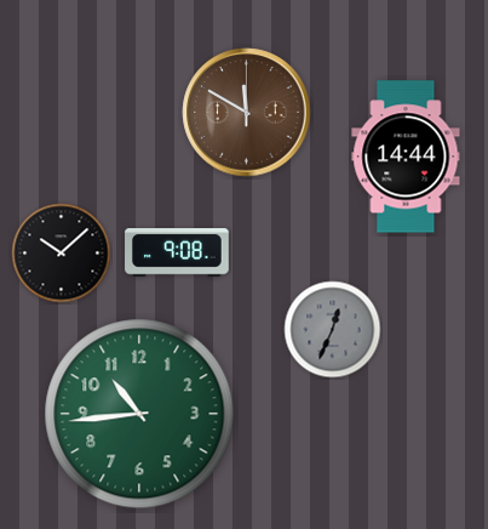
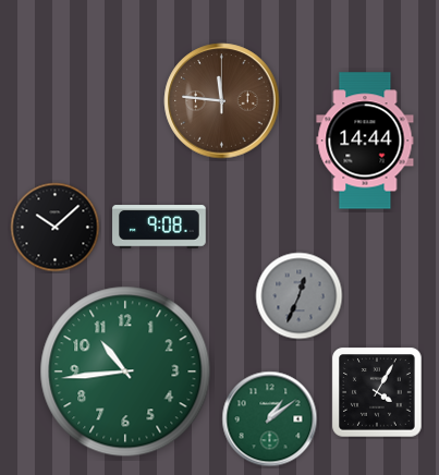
clock at (247, 113): 11:50 -> 11:46
clock at (377, 392): none -> 4:05
clock at (270, 419): none -> 1:09
